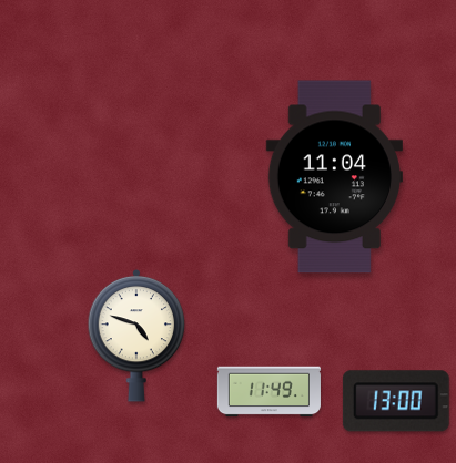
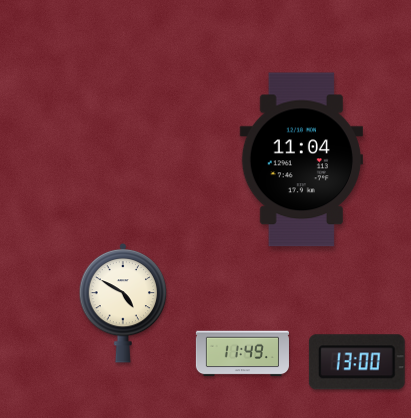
clock at (136, 336): 4:48 -> 4:50
